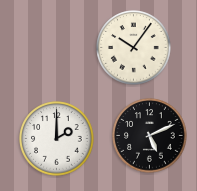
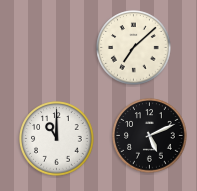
clock at (134, 48): 10:06 -> 7:08
clock at (57, 139): 2:00 -> 11:00
